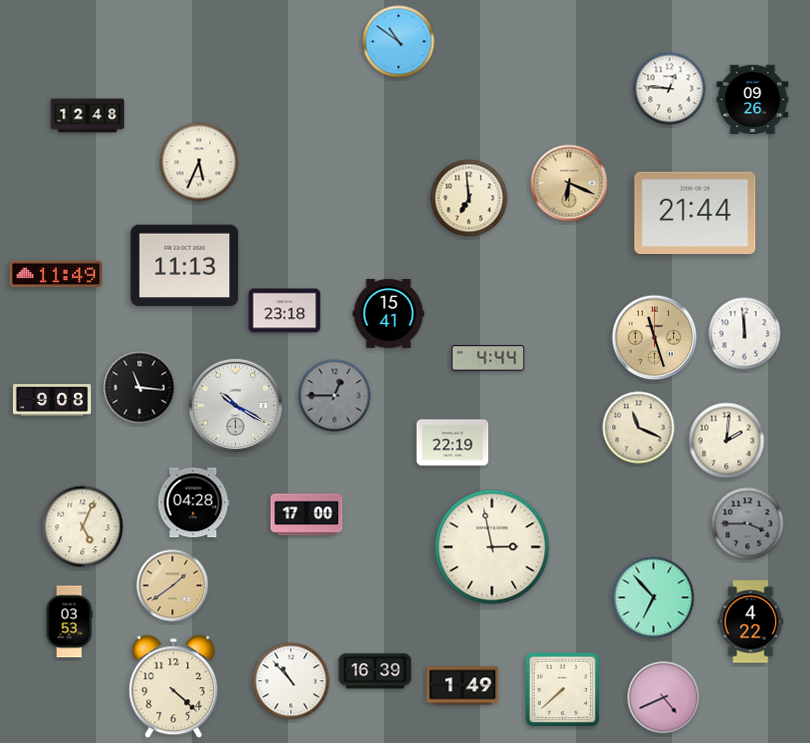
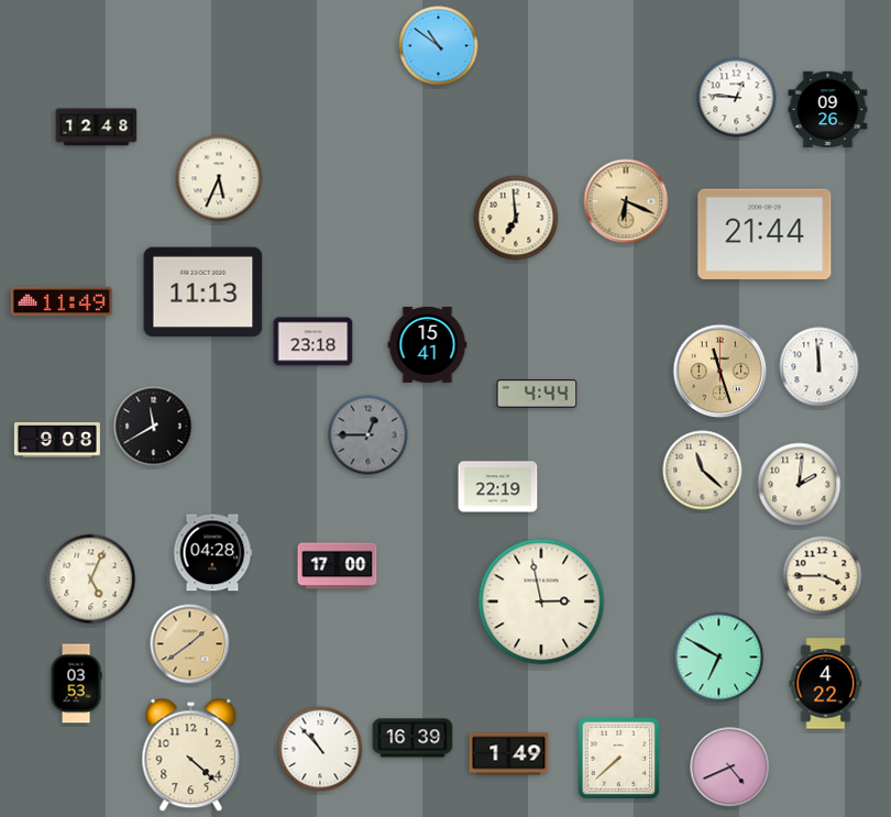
clock at (140, 388): 11:16 -> 11:40
clock at (235, 405): 10:20 -> none
clock at (639, 428): 11:19 -> 11:22
clock at (748, 524) dial: grey -> cream
clock at (654, 598): 6:53 -> 6:50
